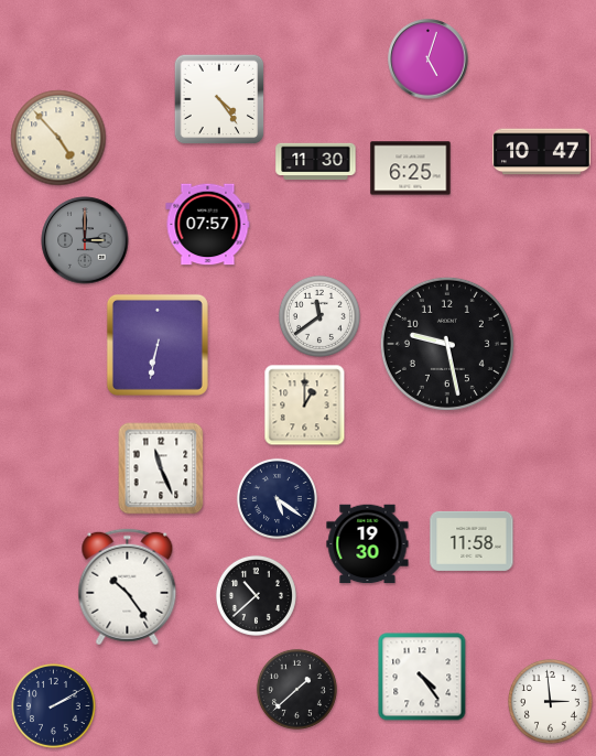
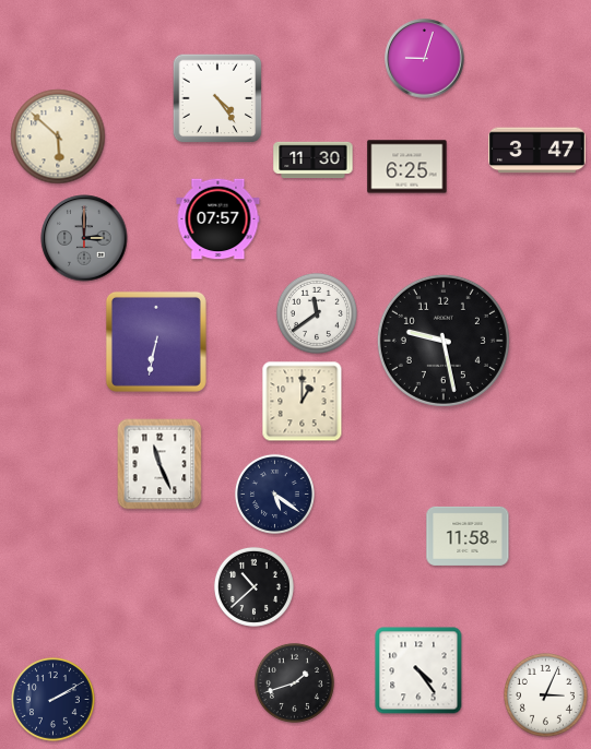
clock at (429, 60): 5:03 -> 9:03
clock at (58, 138): 4:53 -> 5:52
clock at (542, 152): 10:47 -> 3:47
clock at (208, 225) position: (208, 225) -> (218, 219)
clock at (368, 544): 19:30 -> none
clock at (128, 587): 10:24 -> none
clock at (256, 595) position: (256, 595) -> (253, 586)
clock at (296, 689): 1:38 -> 1:42
clock at (551, 702): 2:59 -> 3:04
